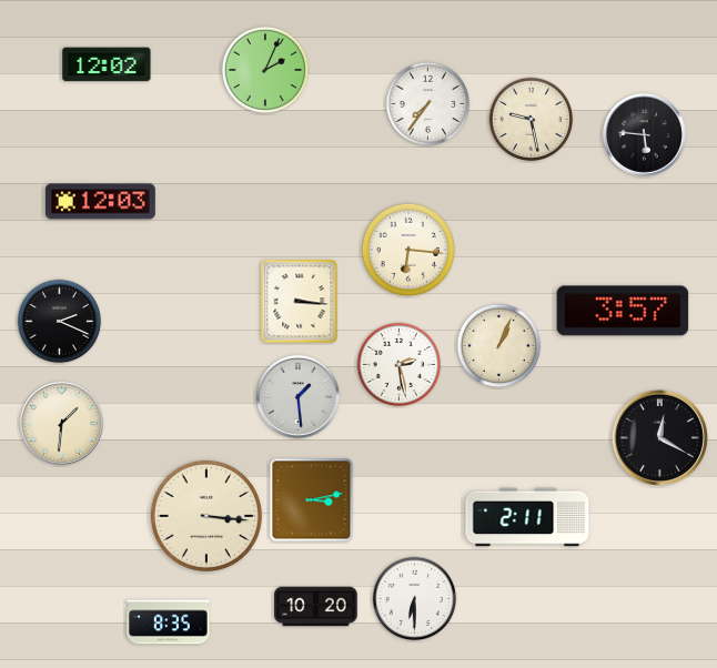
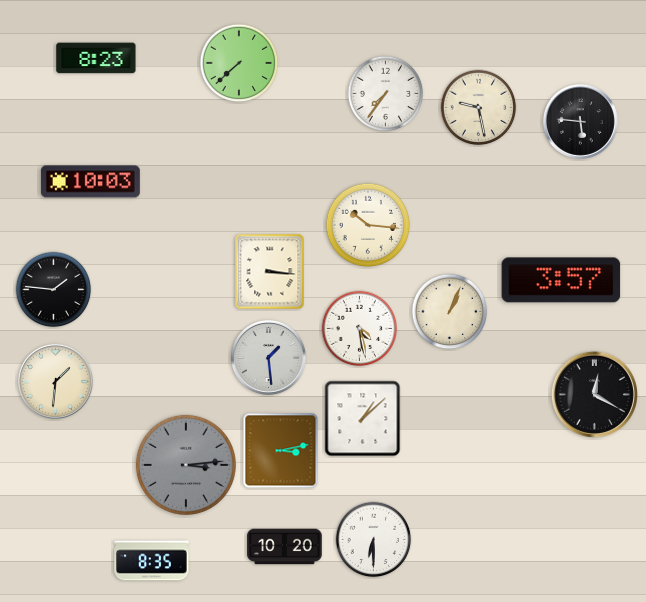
clock at (107, 64): 12:02 -> 8:23
clock at (265, 70): 2:04 -> 7:38
clock at (100, 202): 12:03 -> 10:03
clock at (407, 249): 6:16 -> 10:16
clock at (60, 322): 2:19 -> 1:46
clock at (400, 365): 2:28 -> 4:28
clock at (363, 419): none -> 1:08
clock at (206, 516): 3:16 -> 3:14
clock at (206, 516) dial: cream -> grey
clock at (527, 517): 2:11 -> none
